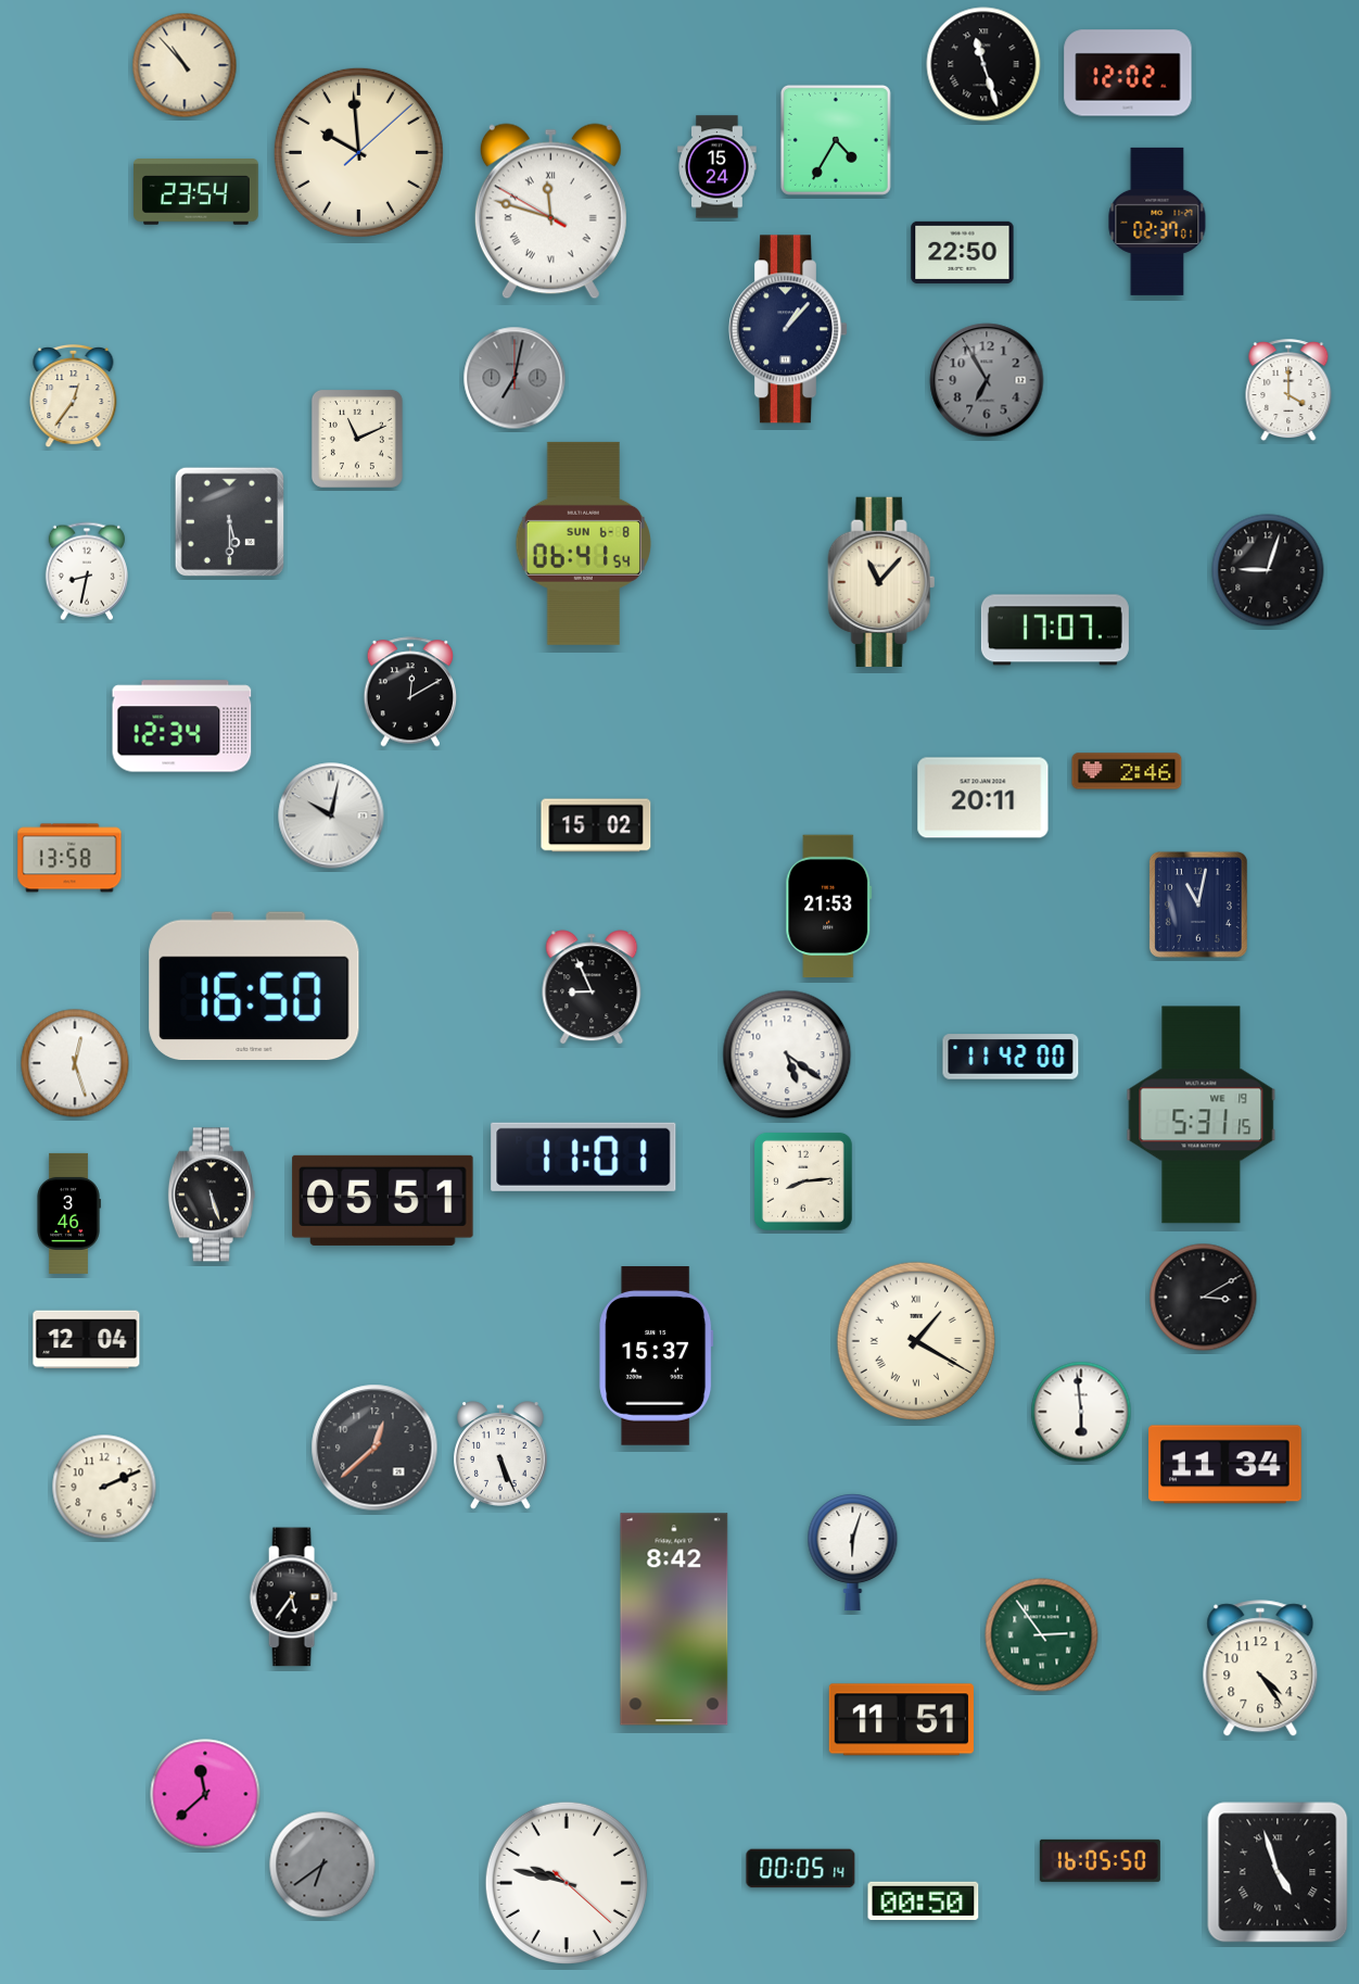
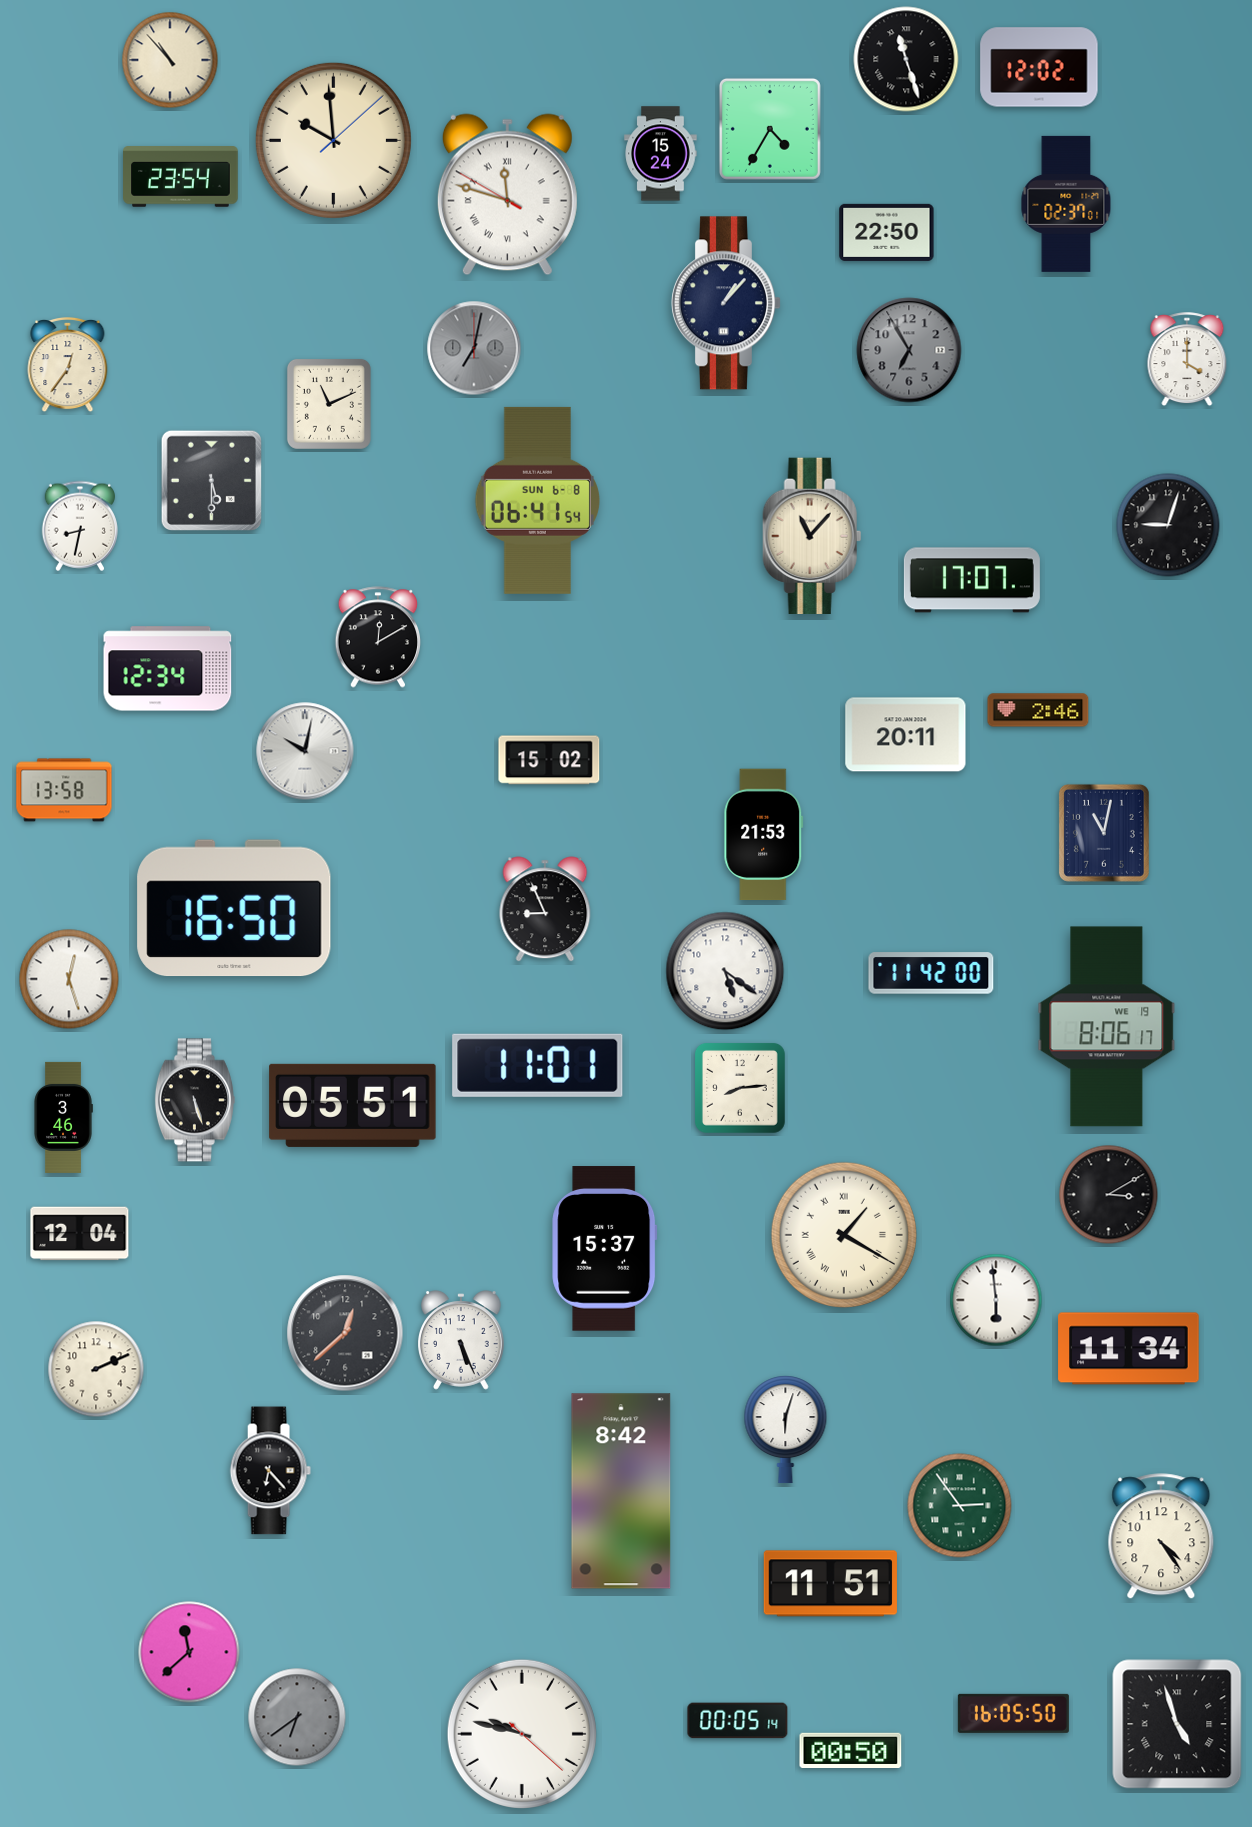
clock at (358, 152) position: (358, 152) -> (333, 140)
clock at (1202, 1115): 5:31 -> 8:06
clock at (293, 1597): 5:36 -> 6:23
